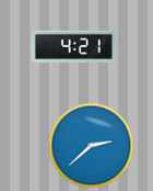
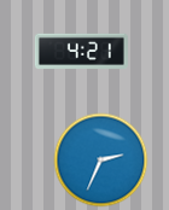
clock at (91, 145): 2:38 -> 2:34
